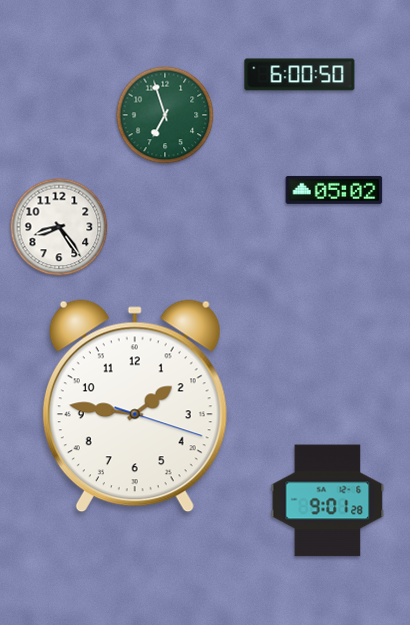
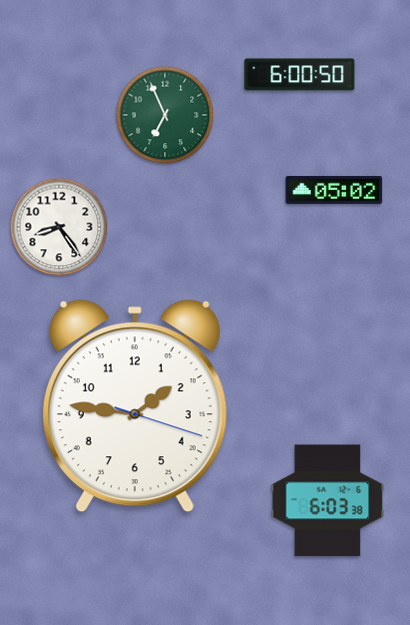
clock at (165, 115): 6:57 -> 6:56
clock at (328, 501): 9:01 -> 6:03
